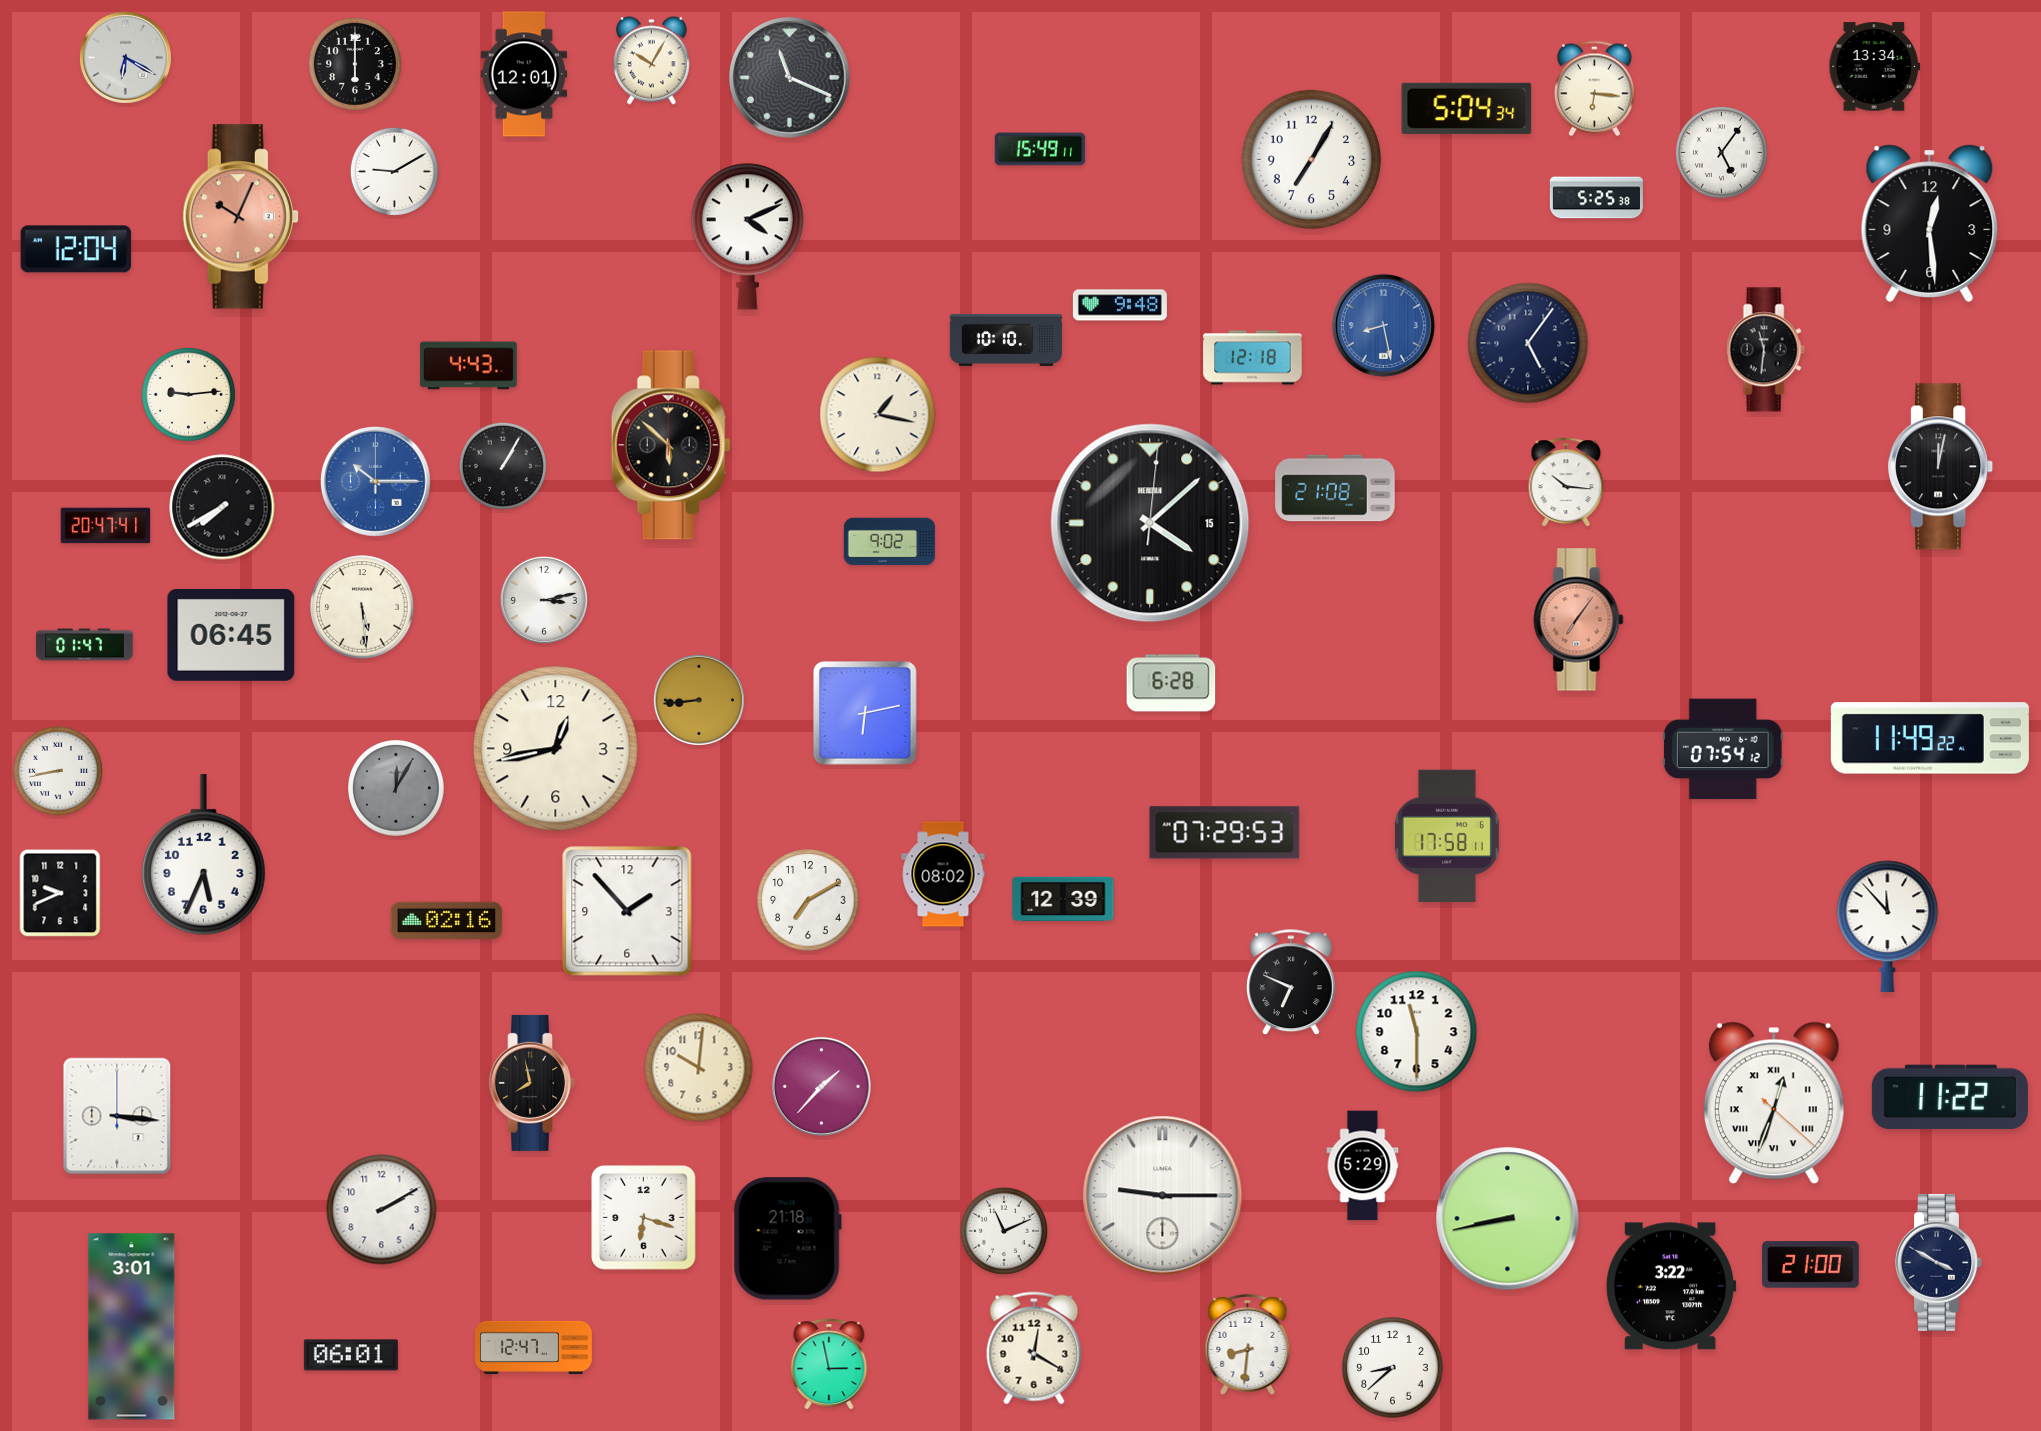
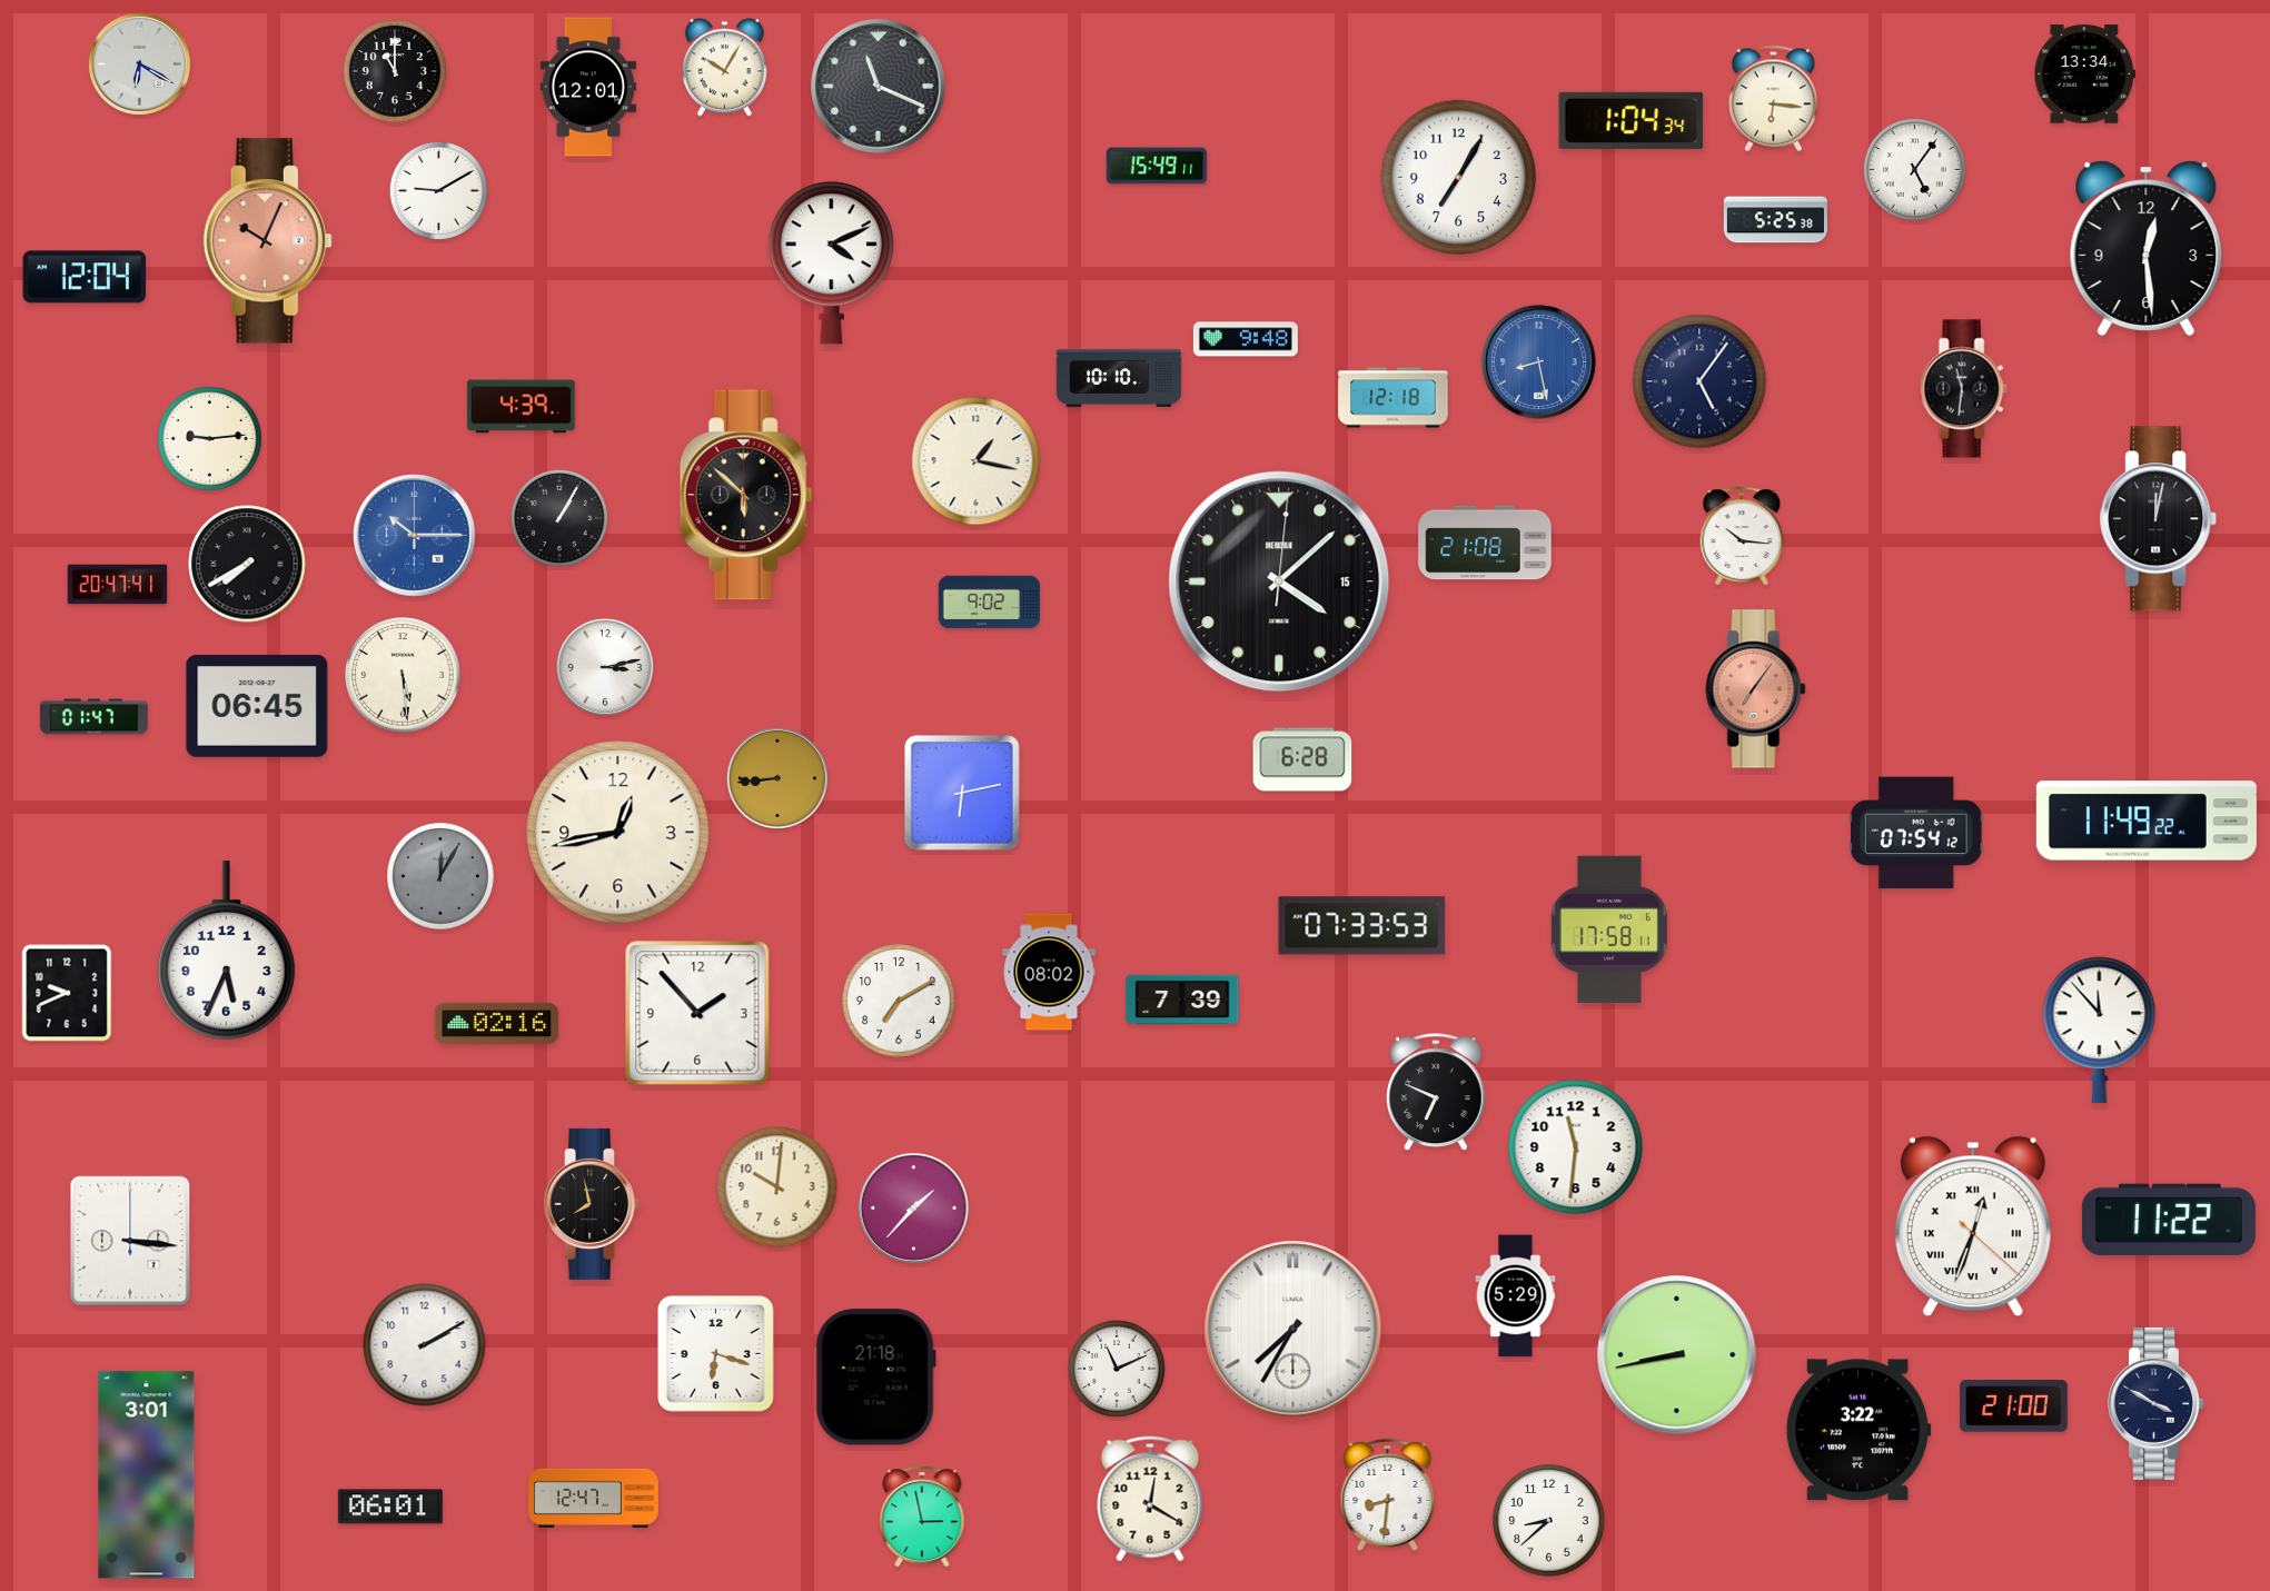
clock at (355, 64): 6:00 -> 11:00
clock at (524, 74) position: (524, 74) -> (588, 87)
clock at (1467, 108): 5:04 -> 1:04
clock at (469, 366): 4:43 -> 4:39
clock at (376, 482) position: (376, 482) -> (415, 536)
clock at (58, 771): 8:43 -> none
clock at (1225, 833): 07:29 -> 07:33
clock at (1063, 899): 12:39 -> 7:39
clock at (1417, 1032): 11:30 -> 11:31
clock at (1163, 1196): 9:15 -> 7:35
